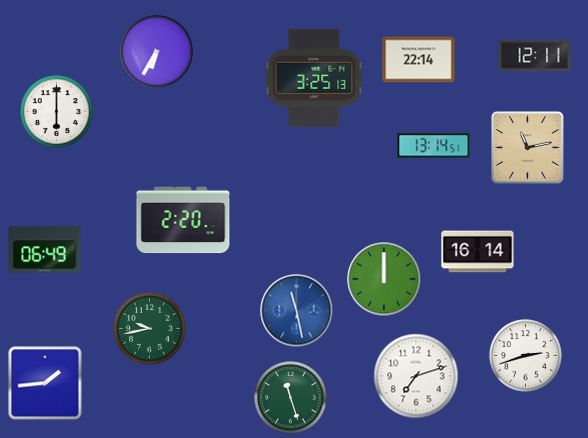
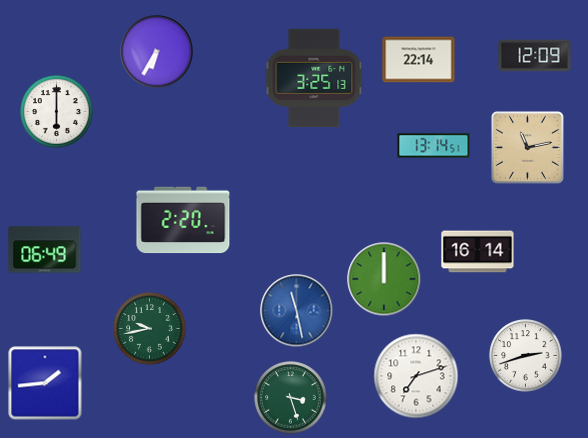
clock at (535, 56): 12:11 -> 12:09
clock at (291, 398): 11:27 -> 3:27
